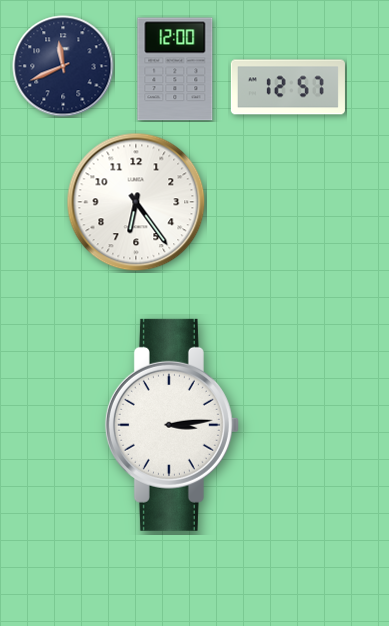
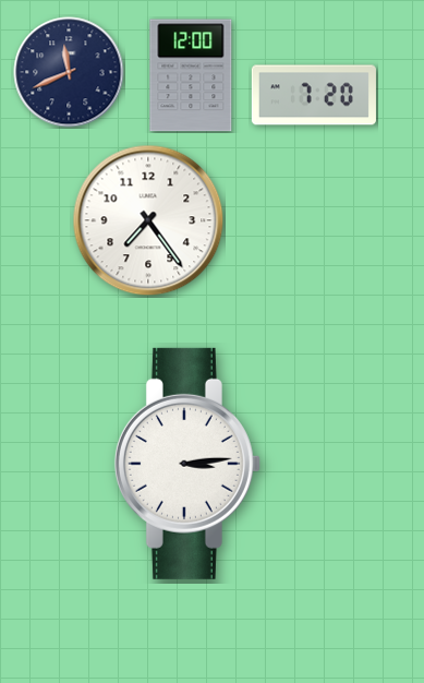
clock at (288, 87): 12:57 -> 7:20
clock at (136, 202): 6:24 -> 7:24
